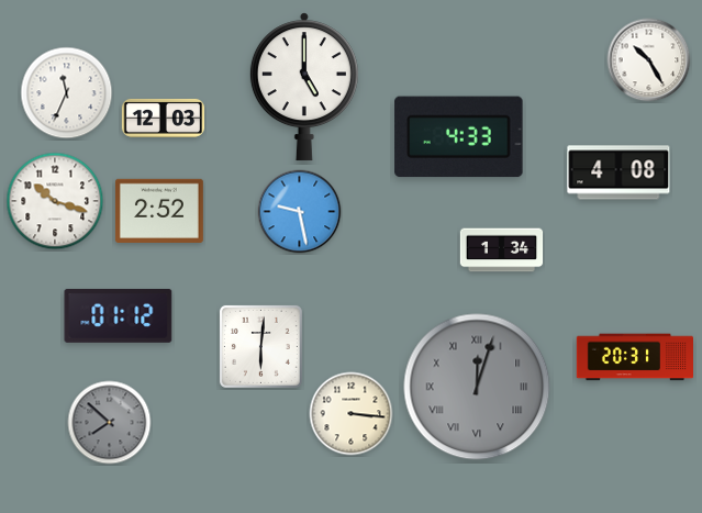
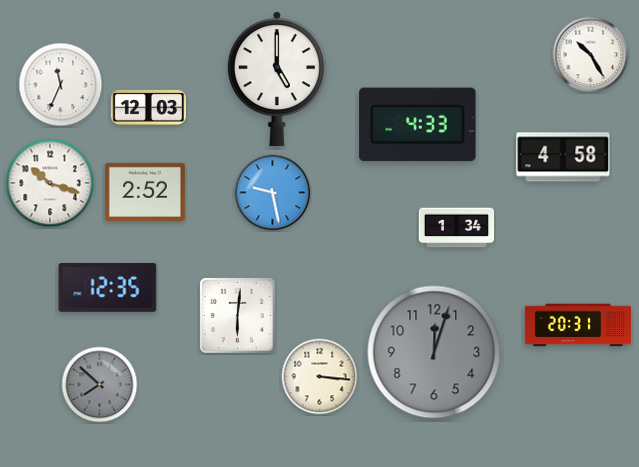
clock at (619, 172): 4:08 -> 4:58
clock at (119, 315): 01:12 -> 12:35
clock at (477, 387) numerals: Roman -> Arabic
